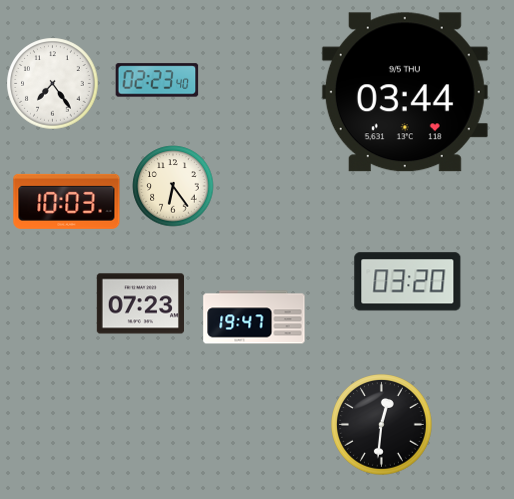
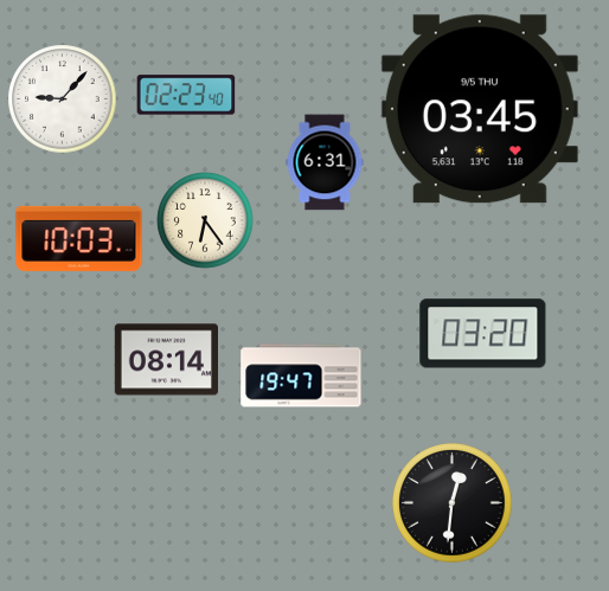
clock at (53, 84): 7:24 -> 9:07
clock at (405, 92): 03:44 -> 03:45
clock at (325, 162): none -> 6:31
clock at (140, 304): 07:23 -> 08:14
